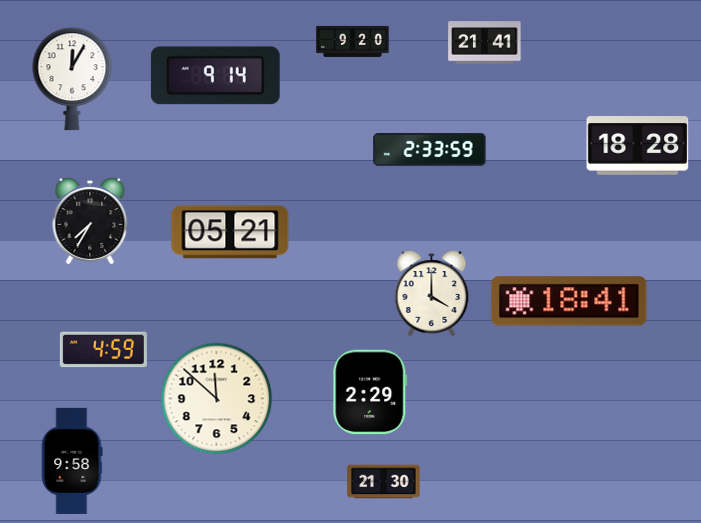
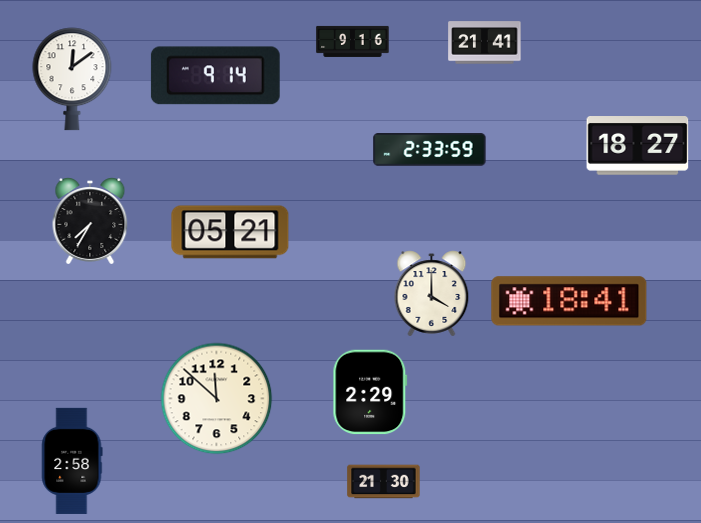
clock at (353, 41): 9:20 -> 9:16
clock at (72, 79): 12:05 -> 12:09
clock at (638, 146): 18:28 -> 18:27
clock at (103, 350): 4:59 -> none
clock at (72, 461): 9:58 -> 2:58
